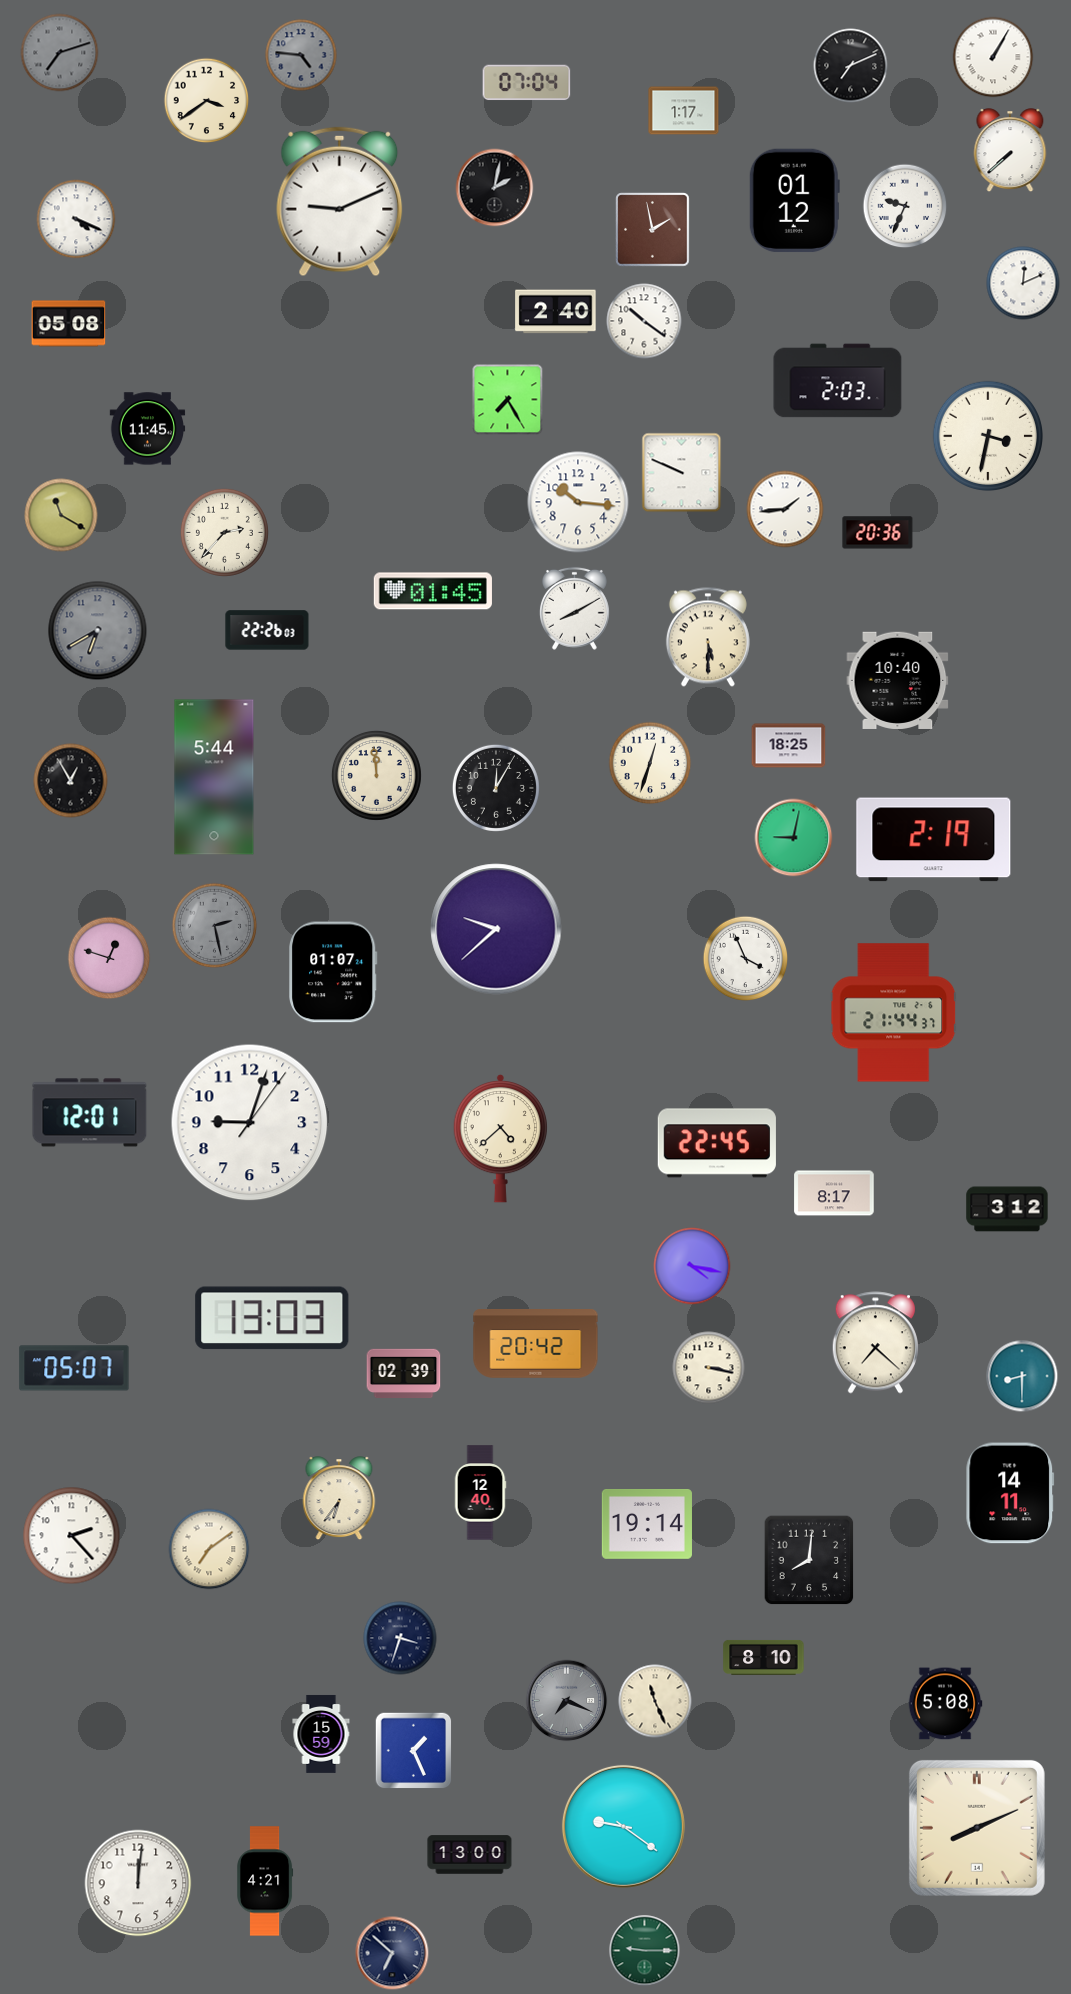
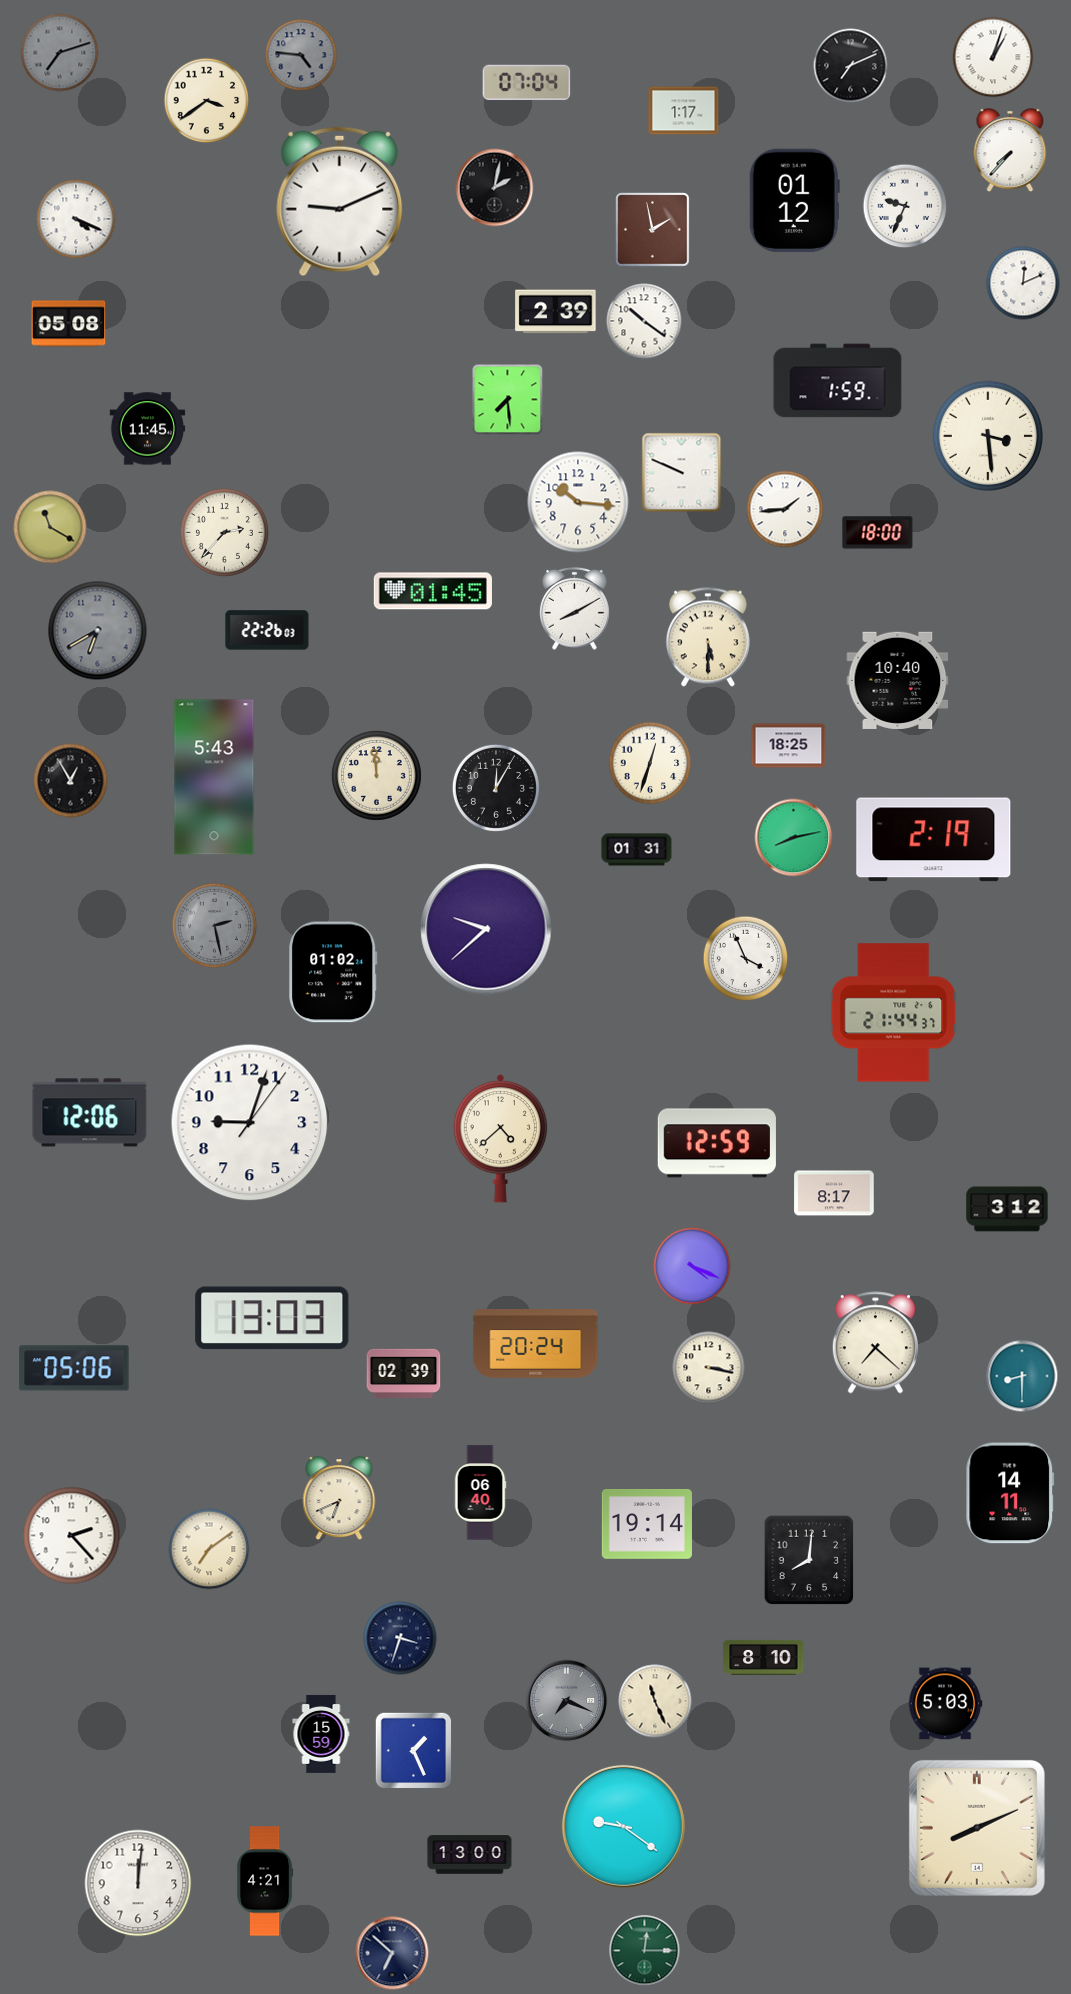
clock at (993, 57): 1:05 -> 1:03
clock at (1010, 151): 7:38 -> 7:37
clock at (556, 312): 2:40 -> 2:39
clock at (838, 381): 2:03 -> 1:59
clock at (508, 400): 7:25 -> 7:29
clock at (987, 435): 3:32 -> 3:29
clock at (61, 515) position: (61, 515) -> (50, 527)
clock at (878, 533): 20:36 -> 18:00
clock at (214, 777): 5:44 -> 5:43
clock at (794, 838): 9:02 -> 8:13
clock at (637, 850): none -> 01:31
clock at (496, 929) position: (496, 929) -> (486, 929)
clock at (109, 958): 12:48 -> none
clock at (334, 972): 01:07 -> 01:02
clock at (90, 1113): 12:01 -> 12:06
clock at (717, 1143): 22:45 -> 12:59
clock at (692, 1266): 4:17 -> 4:19
clock at (536, 1344): 20:42 -> 20:24
clock at (74, 1368): 05:07 -> 05:06
clock at (480, 1493): 12:40 -> 06:40
clock at (339, 1499): 6:36 -> 6:41
clock at (945, 1704): 5:08 -> 5:03
clock at (645, 1951): 9:15 -> 12:15
